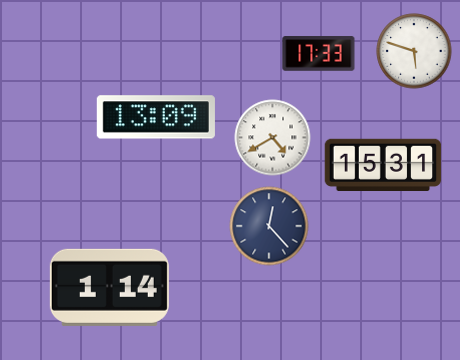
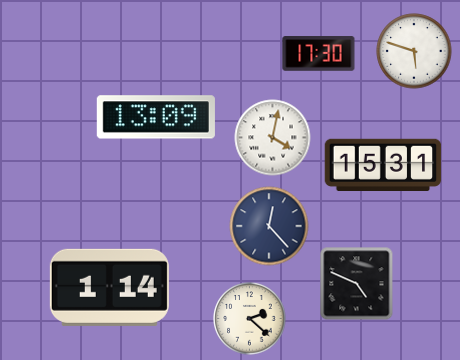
clock at (319, 54): 17:33 -> 17:30
clock at (273, 138): 4:40 -> 4:02
clock at (357, 284): none -> 4:49
clock at (250, 319): none -> 2:22
